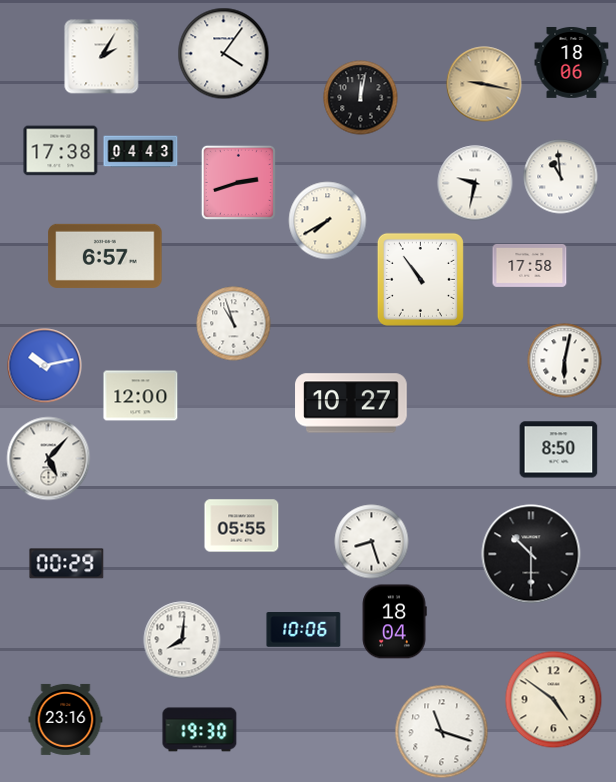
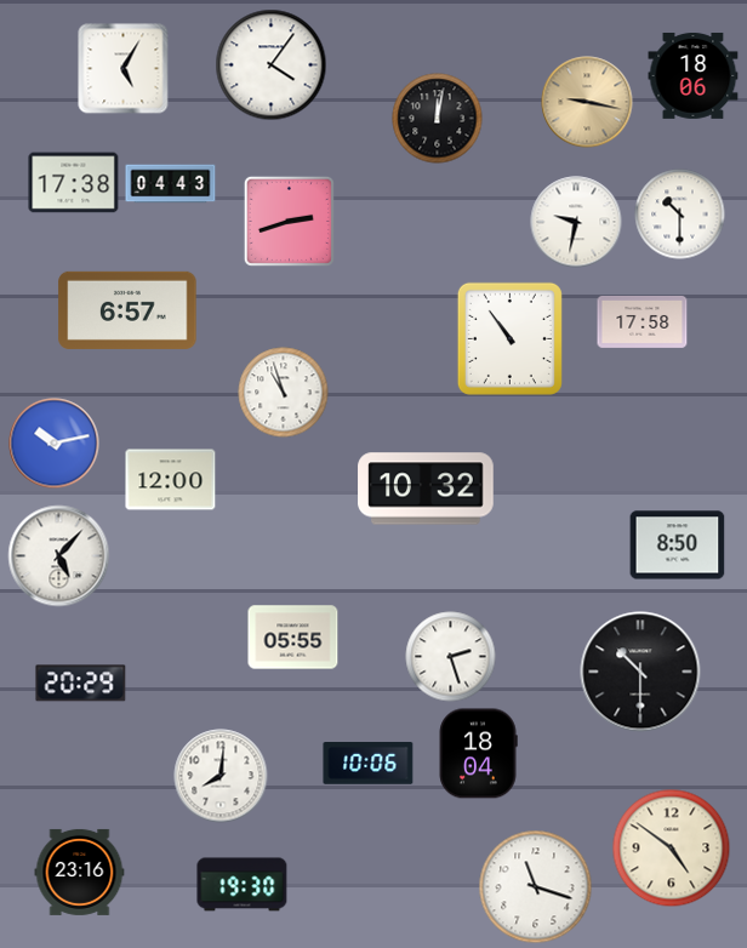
clock at (102, 57): 2:05 -> 5:05
clock at (561, 177): 10:59 -> 10:30
clock at (328, 221): 7:40 -> none
clock at (565, 361): 6:02 -> none
clock at (351, 403): 10:27 -> 10:32
clock at (372, 542): 8:27 -> 2:27
clock at (531, 554) position: (531, 554) -> (640, 672)
clock at (67, 564): 00:29 -> 20:29
